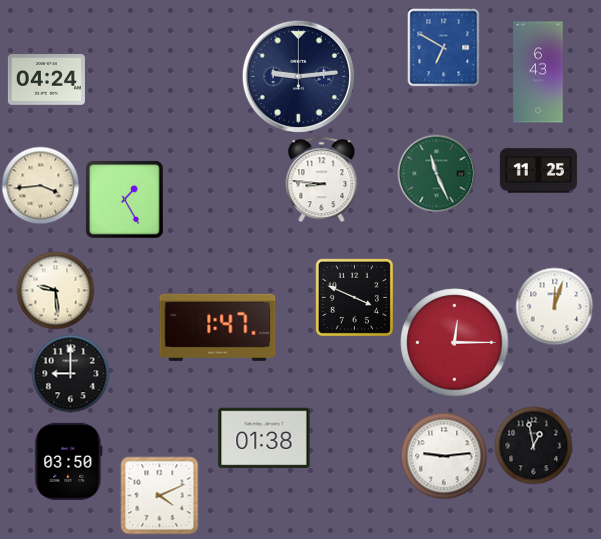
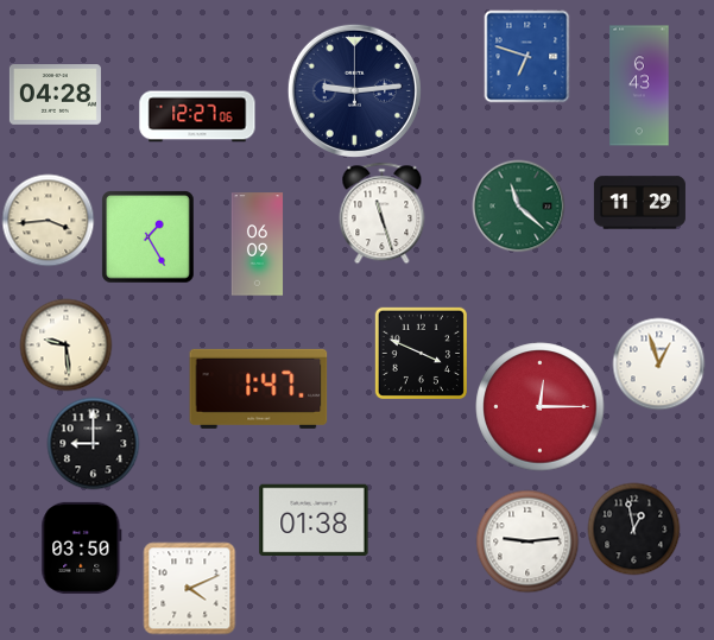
clock at (444, 47): 6:50 -> 6:48
clock at (46, 80): 04:24 -> 04:28
clock at (197, 116): none -> 12:27
clock at (538, 171): 11:25 -> 11:29
clock at (436, 173): 11:26 -> 11:22
clock at (322, 179): 8:46 -> 11:27
clock at (258, 245): none -> 06:09
clock at (554, 306): 12:03 -> 12:57
clock at (70, 373) position: (70, 373) -> (93, 443)
